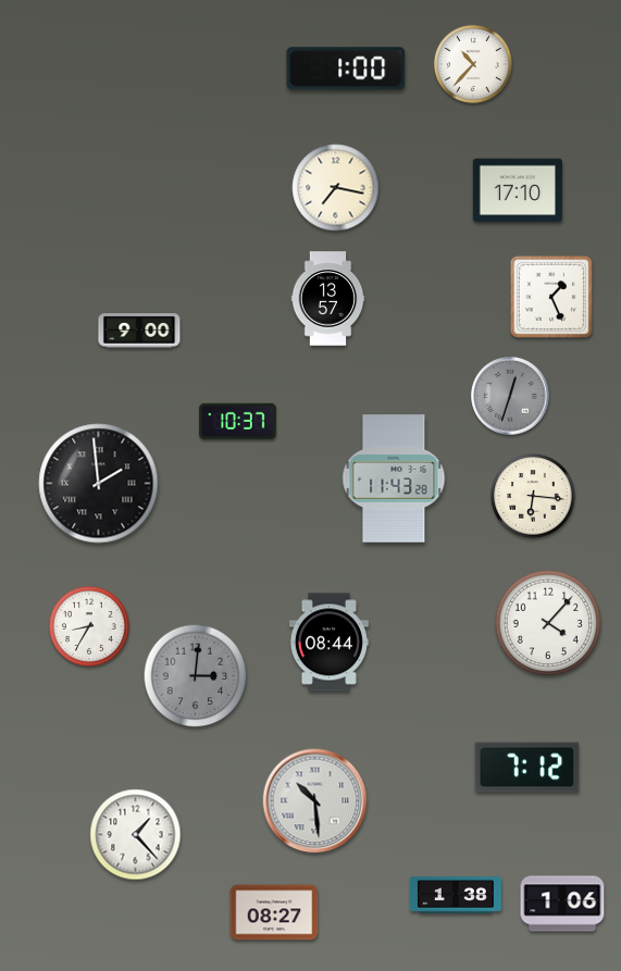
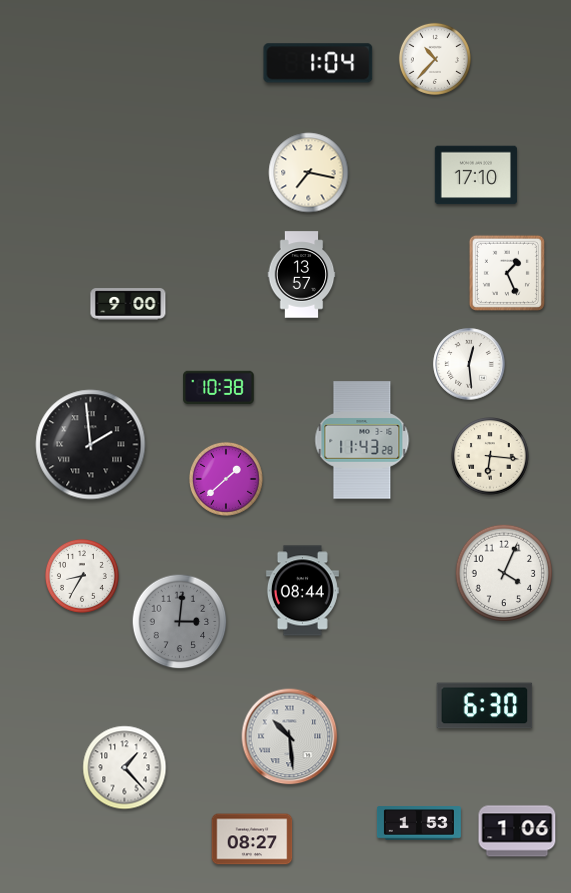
clock at (346, 69): 1:00 -> 1:04
clock at (510, 396): 12:33 -> 12:29
clock at (510, 396) dial: grey -> white
clock at (238, 422): 10:37 -> 10:38
clock at (226, 479): none -> 1:38
clock at (548, 623): 4:07 -> 4:04
clock at (527, 768): 7:12 -> 6:30
clock at (456, 895): 1:38 -> 1:53
